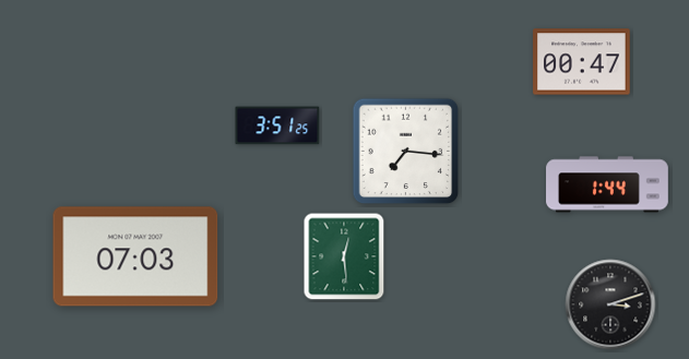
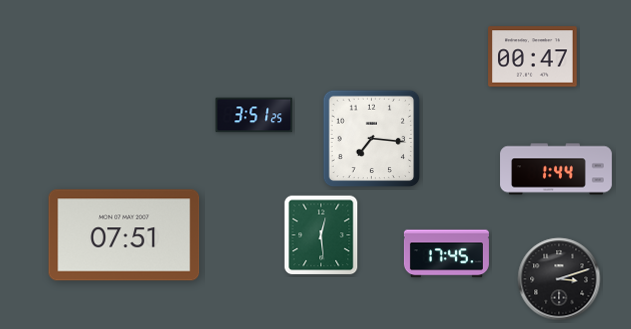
clock at (135, 256): 07:03 -> 07:51
clock at (344, 256) position: (344, 256) -> (321, 235)
clock at (446, 254): none -> 17:45
